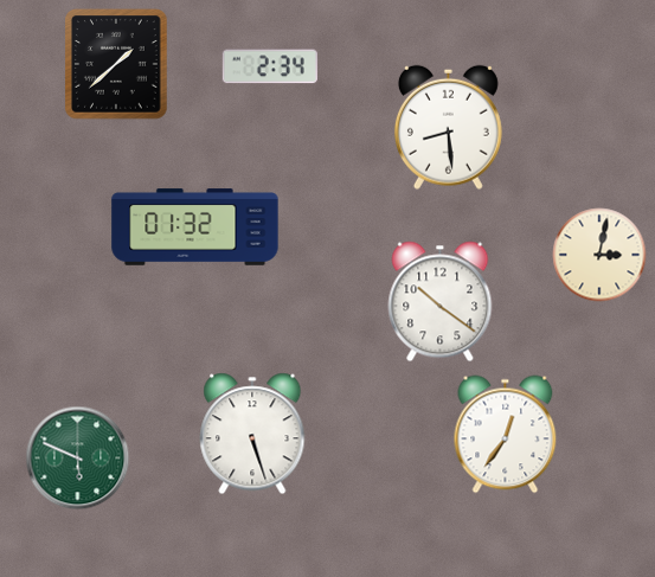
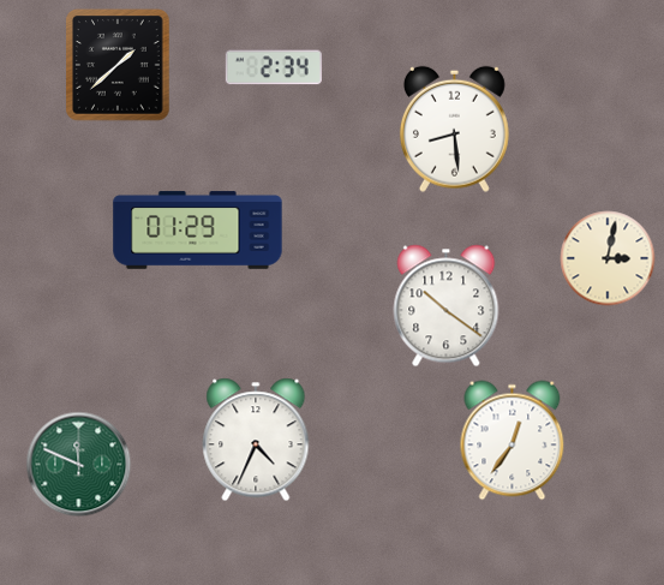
clock at (195, 227): 01:32 -> 01:29
clock at (252, 434): 5:27 -> 4:34
clock at (78, 459): 5:49 -> 11:49
